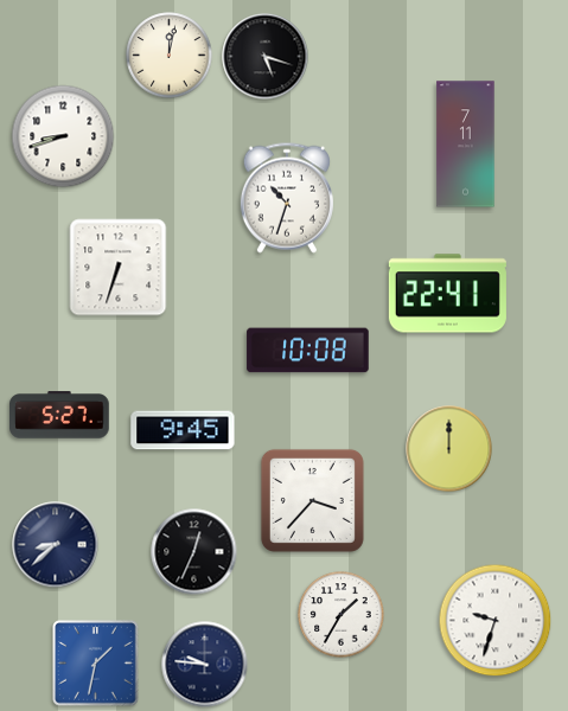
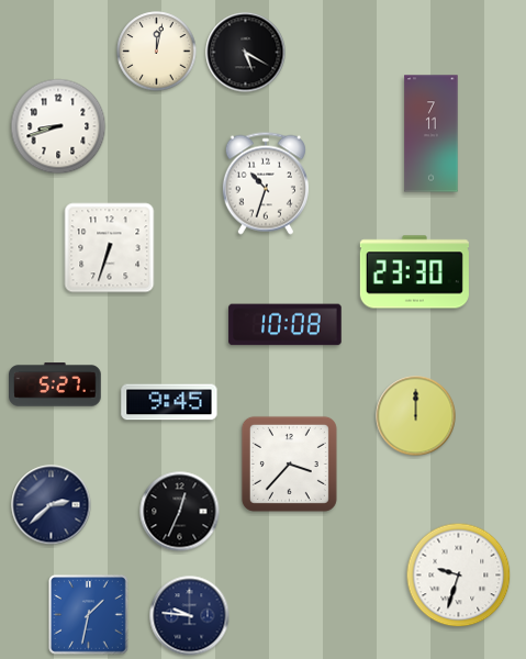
clock at (266, 57): 5:18 -> 5:20
clock at (447, 294): 22:41 -> 23:30
clock at (183, 430) position: (183, 430) -> (169, 402)
clock at (56, 545): 8:38 -> 2:38
clock at (342, 615): 1:35 -> none
